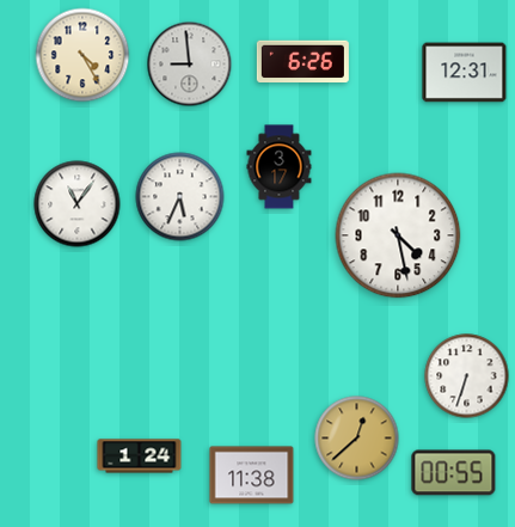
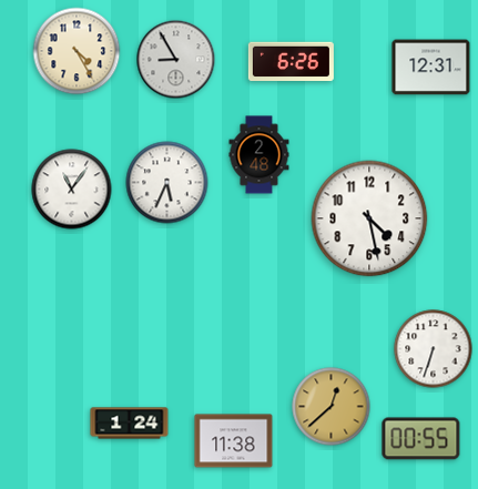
clock at (302, 61) position: (302, 61) -> (291, 61)
clock at (190, 65): 8:59 -> 8:55
clock at (280, 167): 3:17 -> 2:48
